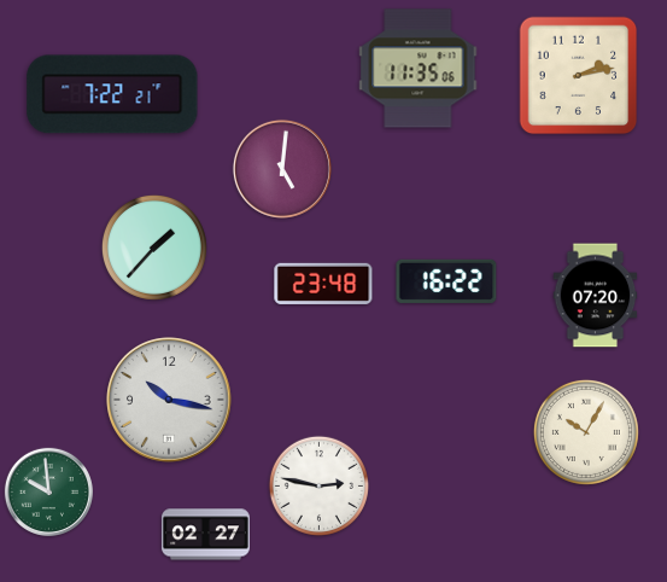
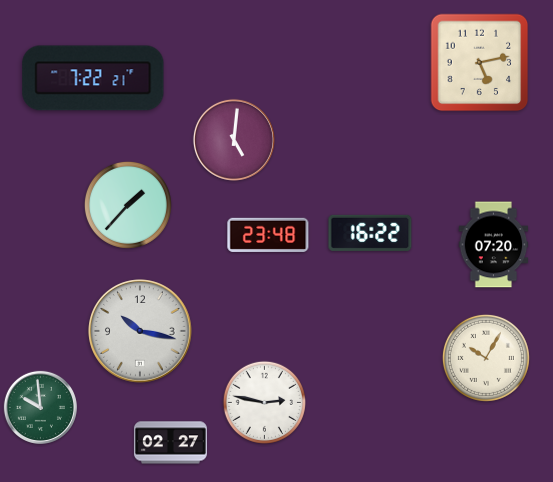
clock at (419, 69): 11:35 -> none
clock at (579, 76): 2:13 -> 5:13
